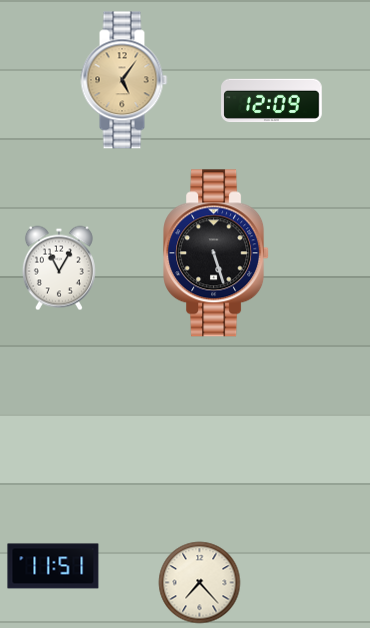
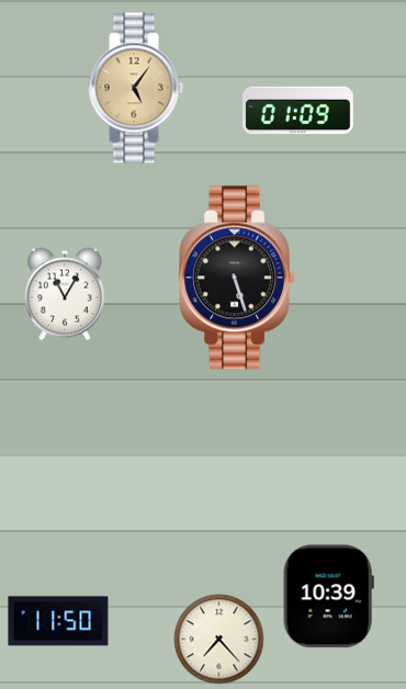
clock at (272, 101): 12:09 -> 01:09
clock at (328, 597): none -> 10:39
clock at (53, 566): 11:51 -> 11:50
